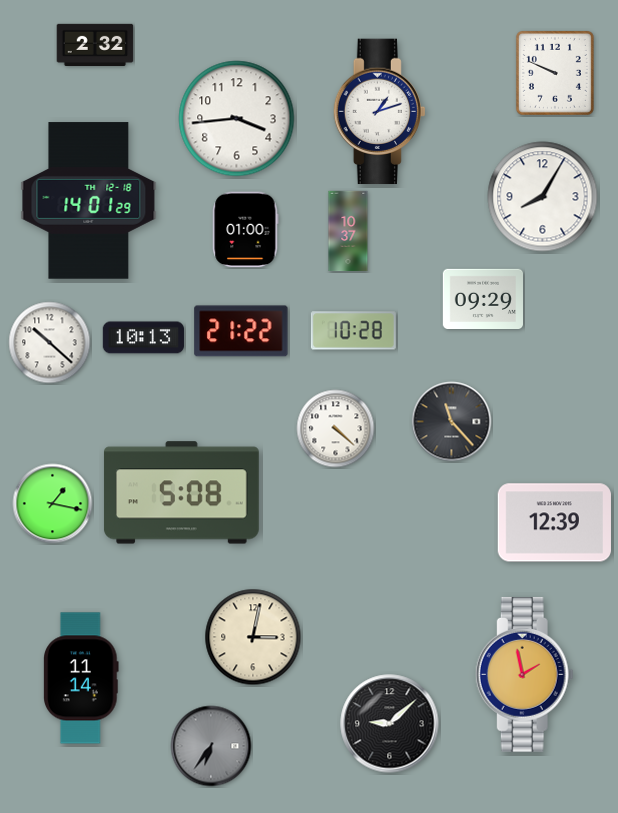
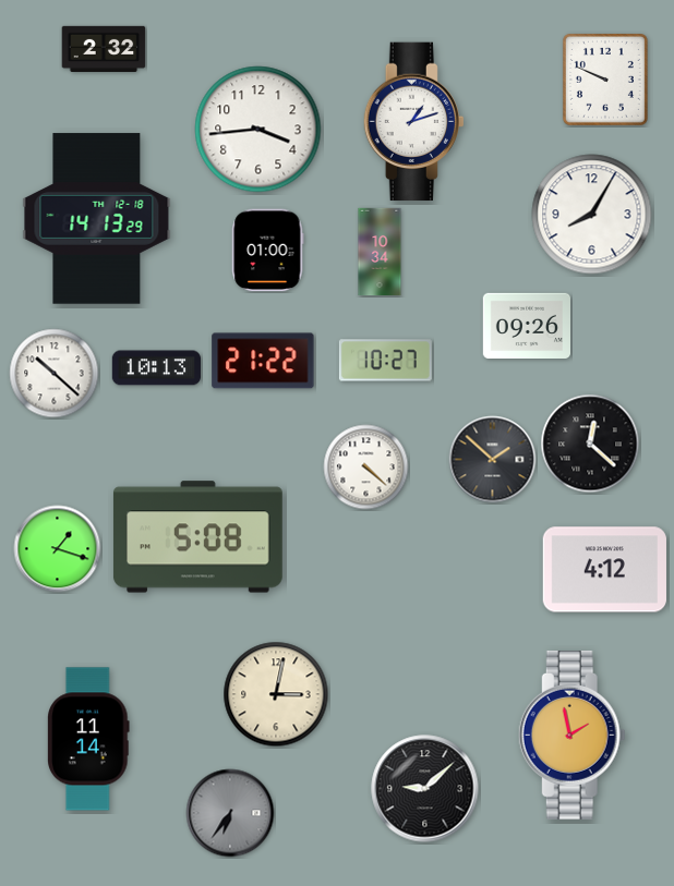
clock at (89, 201): 14:01 -> 14:13
clock at (348, 231): 10:37 -> 10:34
clock at (483, 299): 09:29 -> 09:26
clock at (353, 331): 10:28 -> 10:27
clock at (590, 444): none -> 12:22
clock at (452, 422): 11:23 -> 1:52
clock at (53, 504): 1:17 -> 1:18
clock at (554, 523): 12:39 -> 4:12
